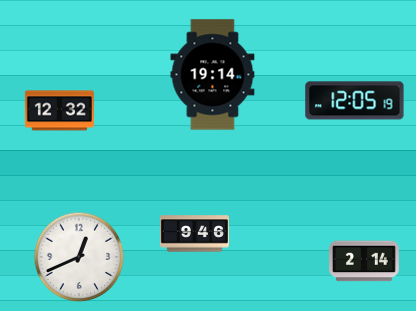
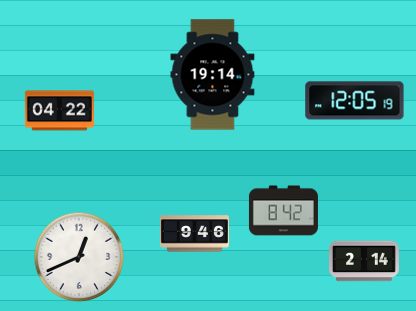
clock at (59, 111): 12:32 -> 04:22
clock at (283, 211): none -> 8:42
